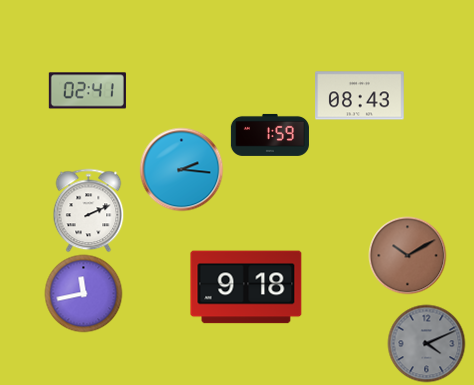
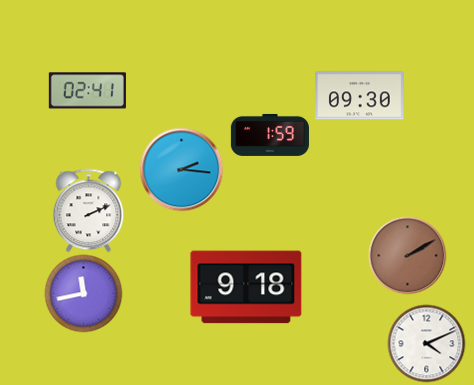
clock at (360, 96): 08:43 -> 09:30
clock at (407, 255): 10:10 -> 2:10
clock at (426, 343) dial: grey -> white
